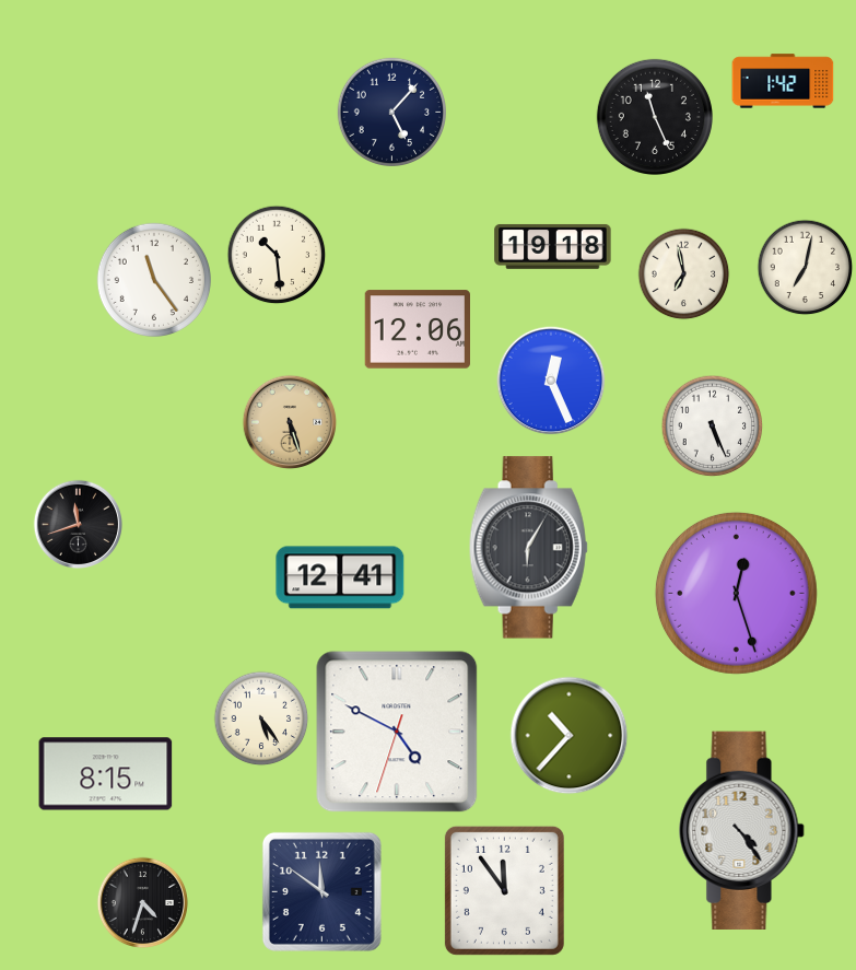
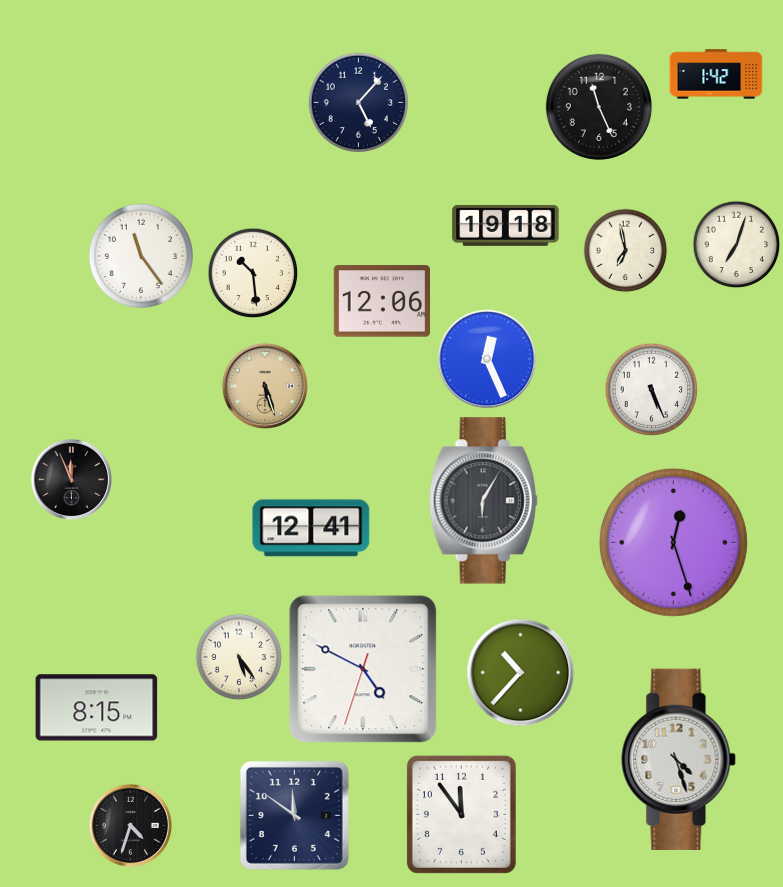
clock at (277, 255) position: (277, 255) -> (253, 273)
clock at (806, 268): 7:02 -> 7:03
clock at (551, 381) position: (551, 381) -> (487, 359)
clock at (78, 524): 11:42 -> 11:56
clock at (742, 830): 4:24 -> 4:27
